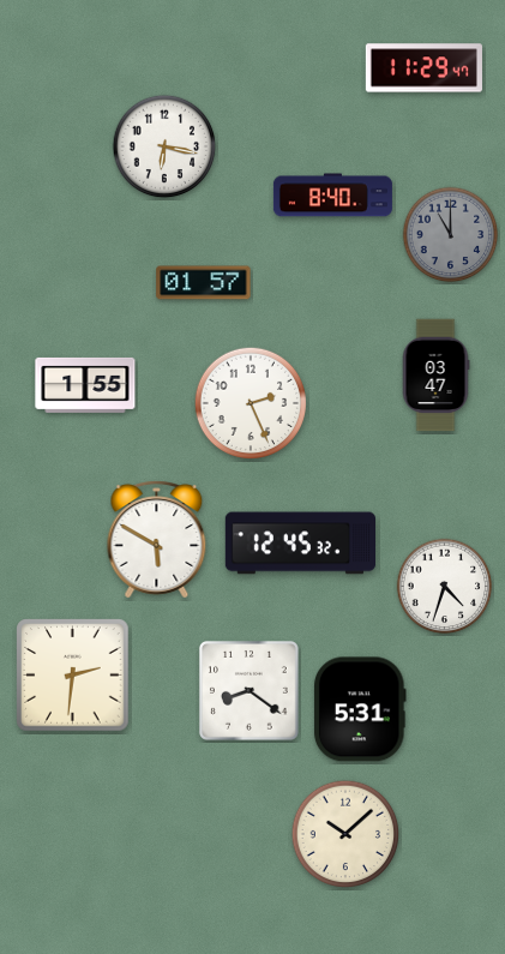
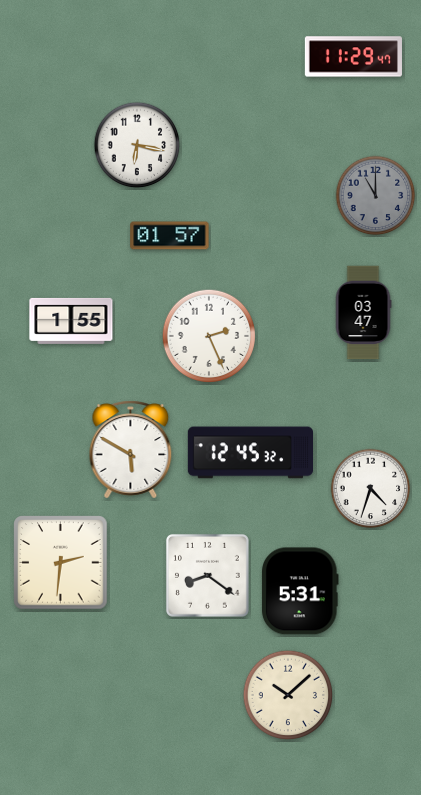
clock at (164, 146) position: (164, 146) -> (137, 145)
clock at (332, 196): 8:40 -> none
